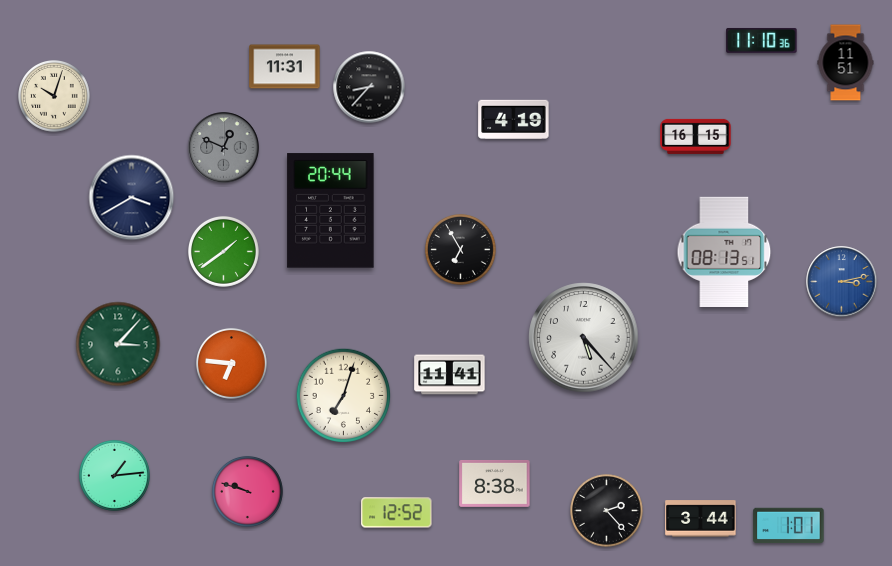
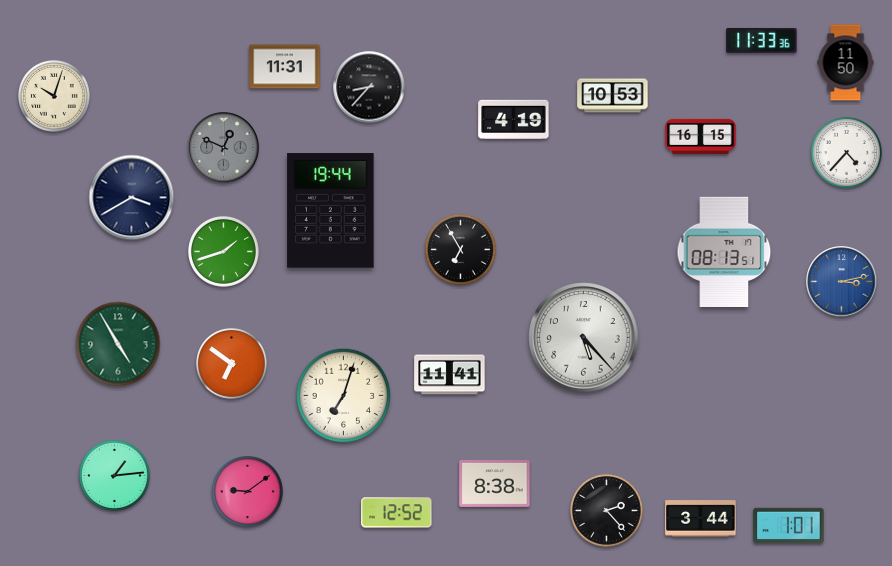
clock at (762, 40): 11:10 -> 11:33
clock at (846, 63): 11:51 -> 11:50
clock at (613, 96): none -> 10:53
clock at (696, 136) position: (696, 136) -> (701, 136)
clock at (846, 152): none -> 4:37
clock at (331, 211): 20:44 -> 19:44
clock at (223, 251): 1:39 -> 1:42
clock at (118, 344): 3:07 -> 4:55
clock at (231, 363): 6:46 -> 6:51
clock at (247, 491): 9:48 -> 9:09
